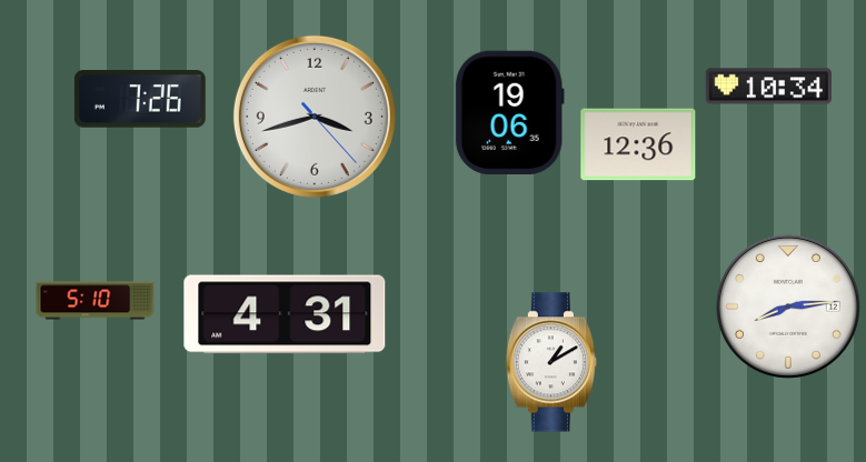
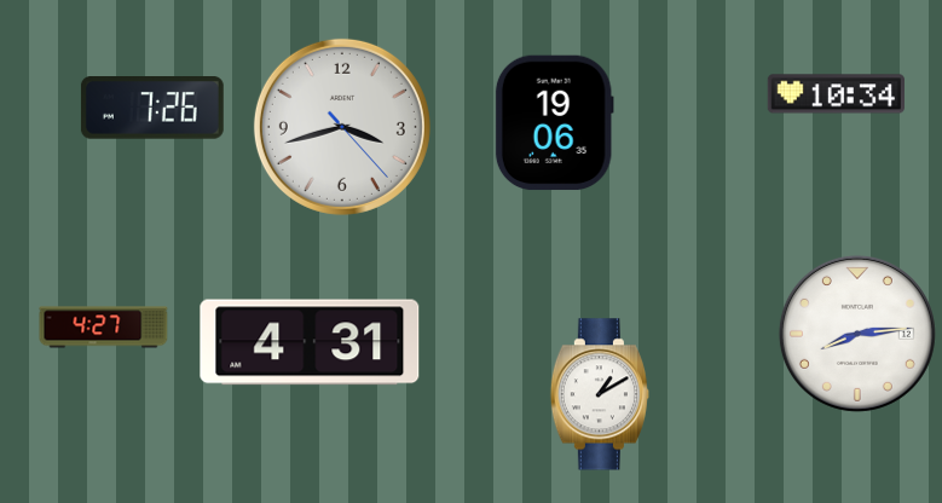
clock at (638, 144): 12:36 -> none
clock at (96, 301): 5:10 -> 4:27
